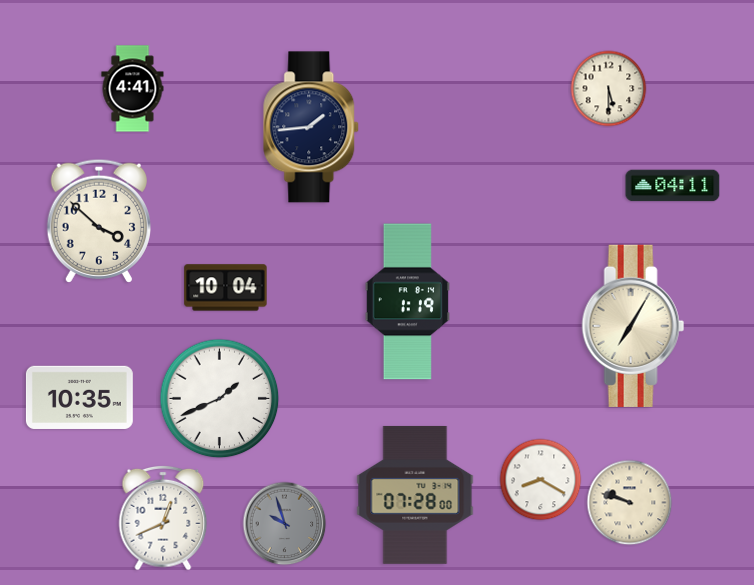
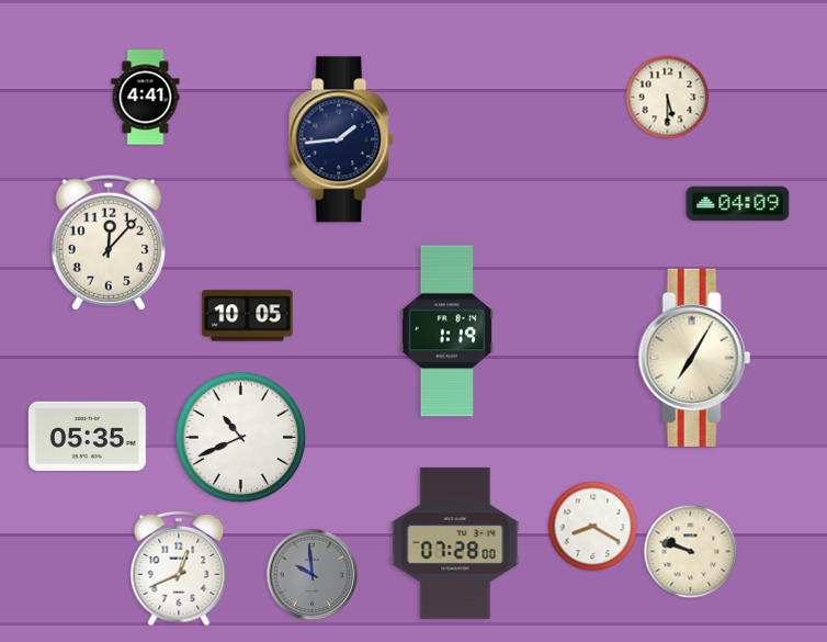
clock at (673, 186): 04:11 -> 04:09
clock at (99, 221): 3:52 -> 12:07
clock at (226, 288): 10:04 -> 10:05
clock at (79, 397): 10:35 -> 05:35
clock at (220, 399): 1:41 -> 10:41
clock at (285, 524): 9:57 -> 9:59
